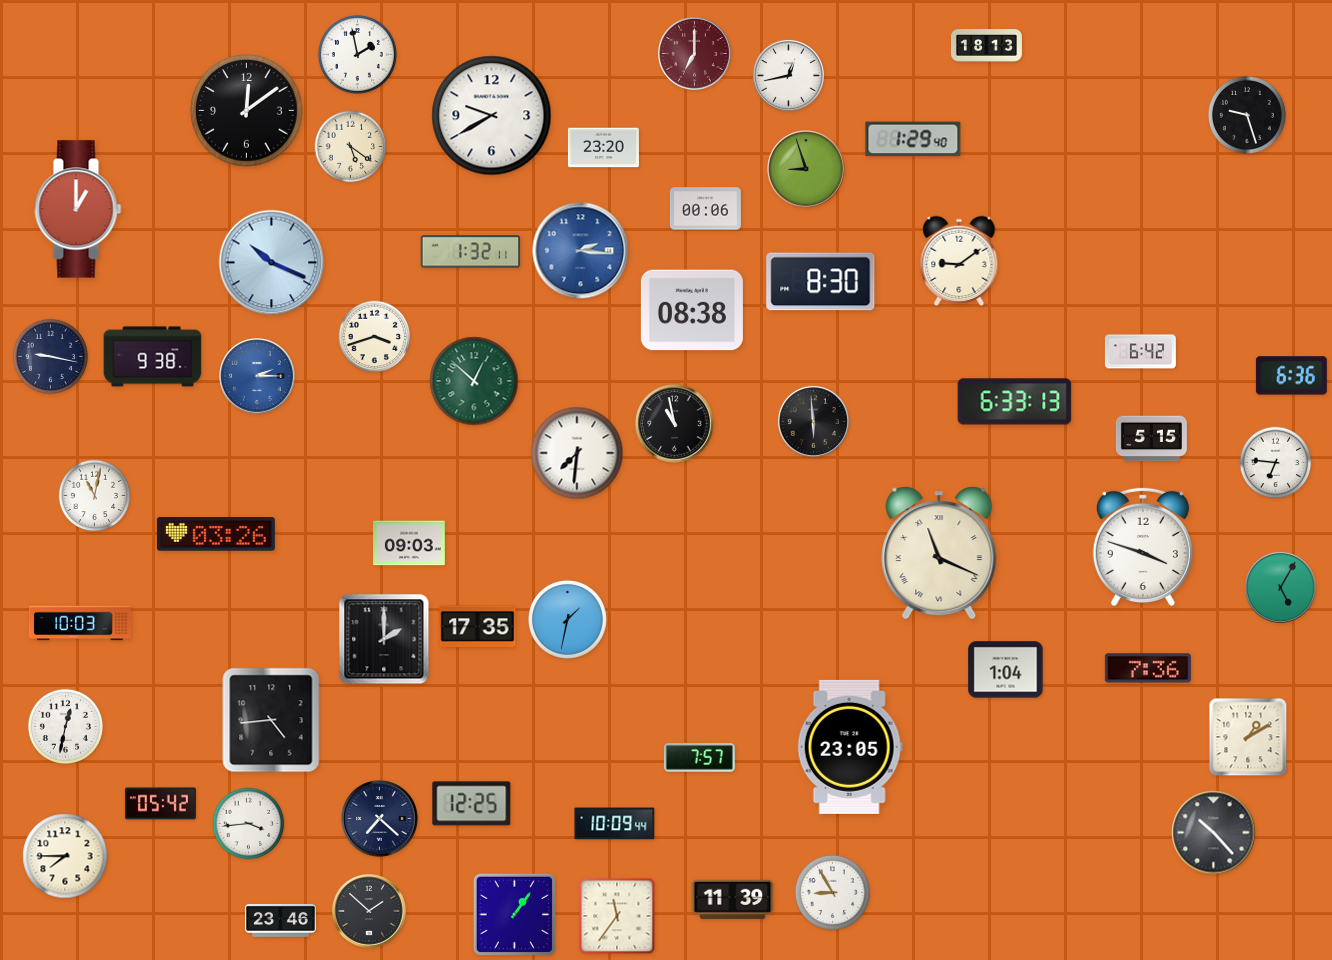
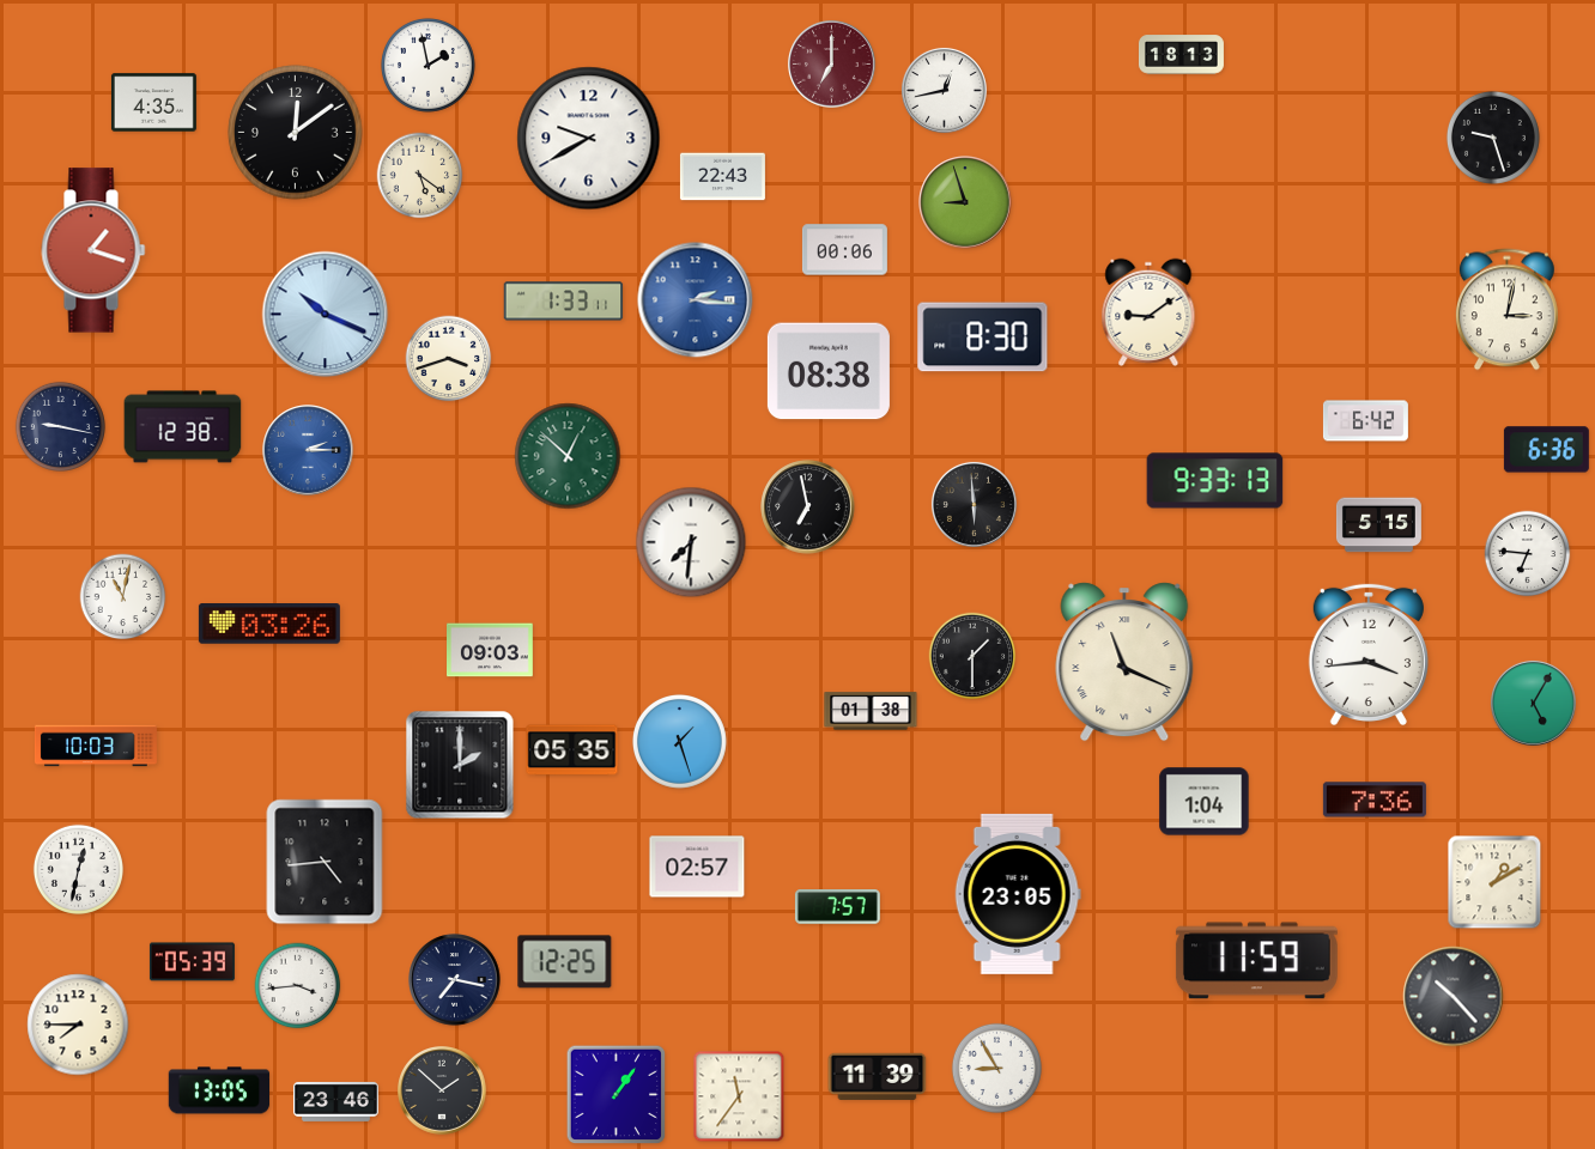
clock at (153, 103): none -> 4:35
clock at (913, 139): 1:29 -> none
clock at (603, 148): 23:20 -> 22:43
clock at (78, 209): 1:00 -> 1:18
clock at (471, 252): 1:32 -> 1:33
clock at (1506, 310): none -> 3:02
clock at (375, 337) position: (375, 337) -> (449, 359)
clock at (153, 357): 9:38 -> 12:38
clock at (1015, 402): 6:33 -> 9:33
clock at (675, 424): 10:58 -> 6:58
clock at (95, 496) position: (95, 496) -> (123, 597)
clock at (216, 534) position: (216, 534) -> (269, 624)
clock at (1143, 546): 3:48 -> 3:44
clock at (972, 656): none -> 1:30
clock at (871, 711): none -> 01:38
clock at (567, 619): 1:32 -> 1:27
clock at (478, 627): 17:35 -> 05:35
clock at (697, 867): none -> 02:57
clock at (1256, 961): none -> 11:59
clock at (160, 804): 05:42 -> 05:39
clock at (380, 819): 7:22 -> 7:17
clock at (615, 824): 10:09 -> none
clock at (219, 1090): none -> 13:05
